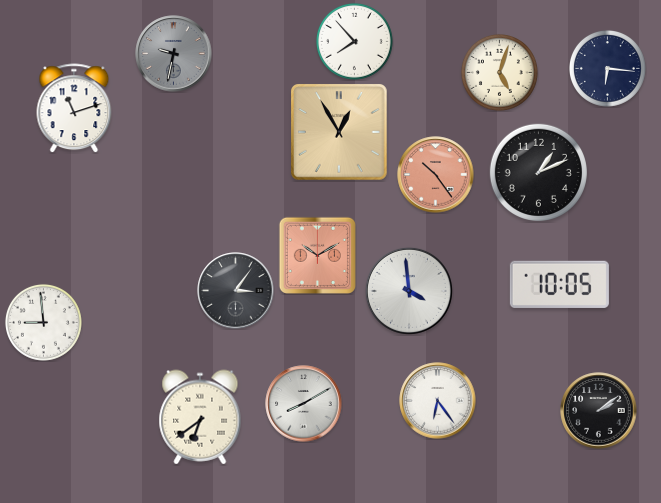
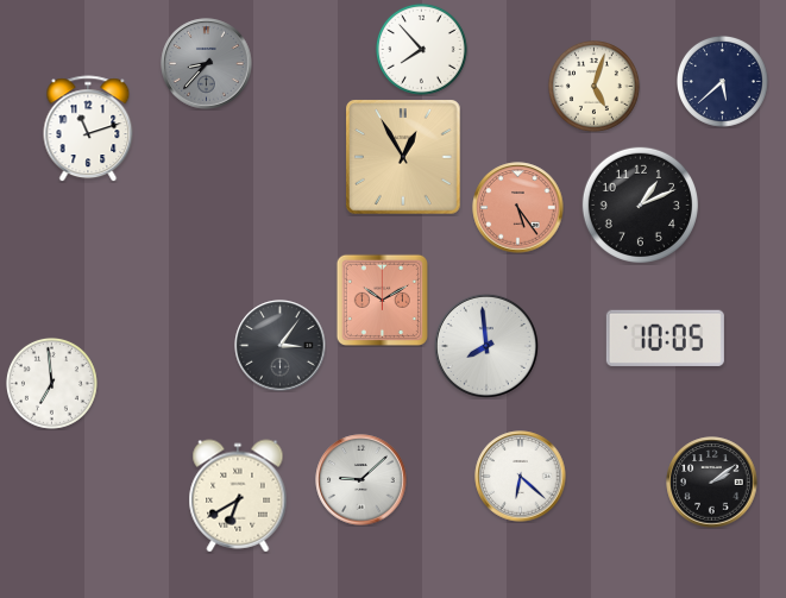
clock at (174, 54): 9:32 -> 8:37
clock at (607, 68): 6:16 -> 5:38
clock at (436, 175): 10:24 -> 5:24
clock at (317, 255) position: (317, 255) -> (382, 300)
clock at (409, 291): 3:59 -> 7:59
clock at (43, 322): 8:59 -> 6:59
clock at (438, 401): 6:24 -> 6:22
clock at (304, 404): 8:10 -> 9:08
clock at (599, 411) position: (599, 411) -> (712, 483)
clock at (200, 417): 6:39 -> 6:40
